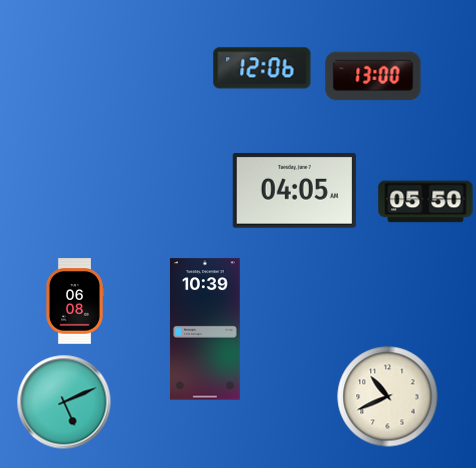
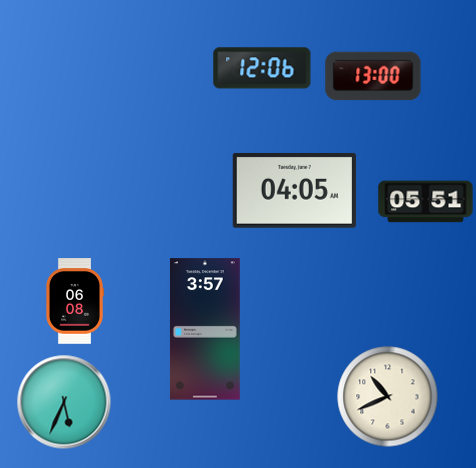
clock at (426, 202): 05:50 -> 05:51
clock at (205, 329): 10:39 -> 3:57
clock at (64, 402): 5:11 -> 5:34
